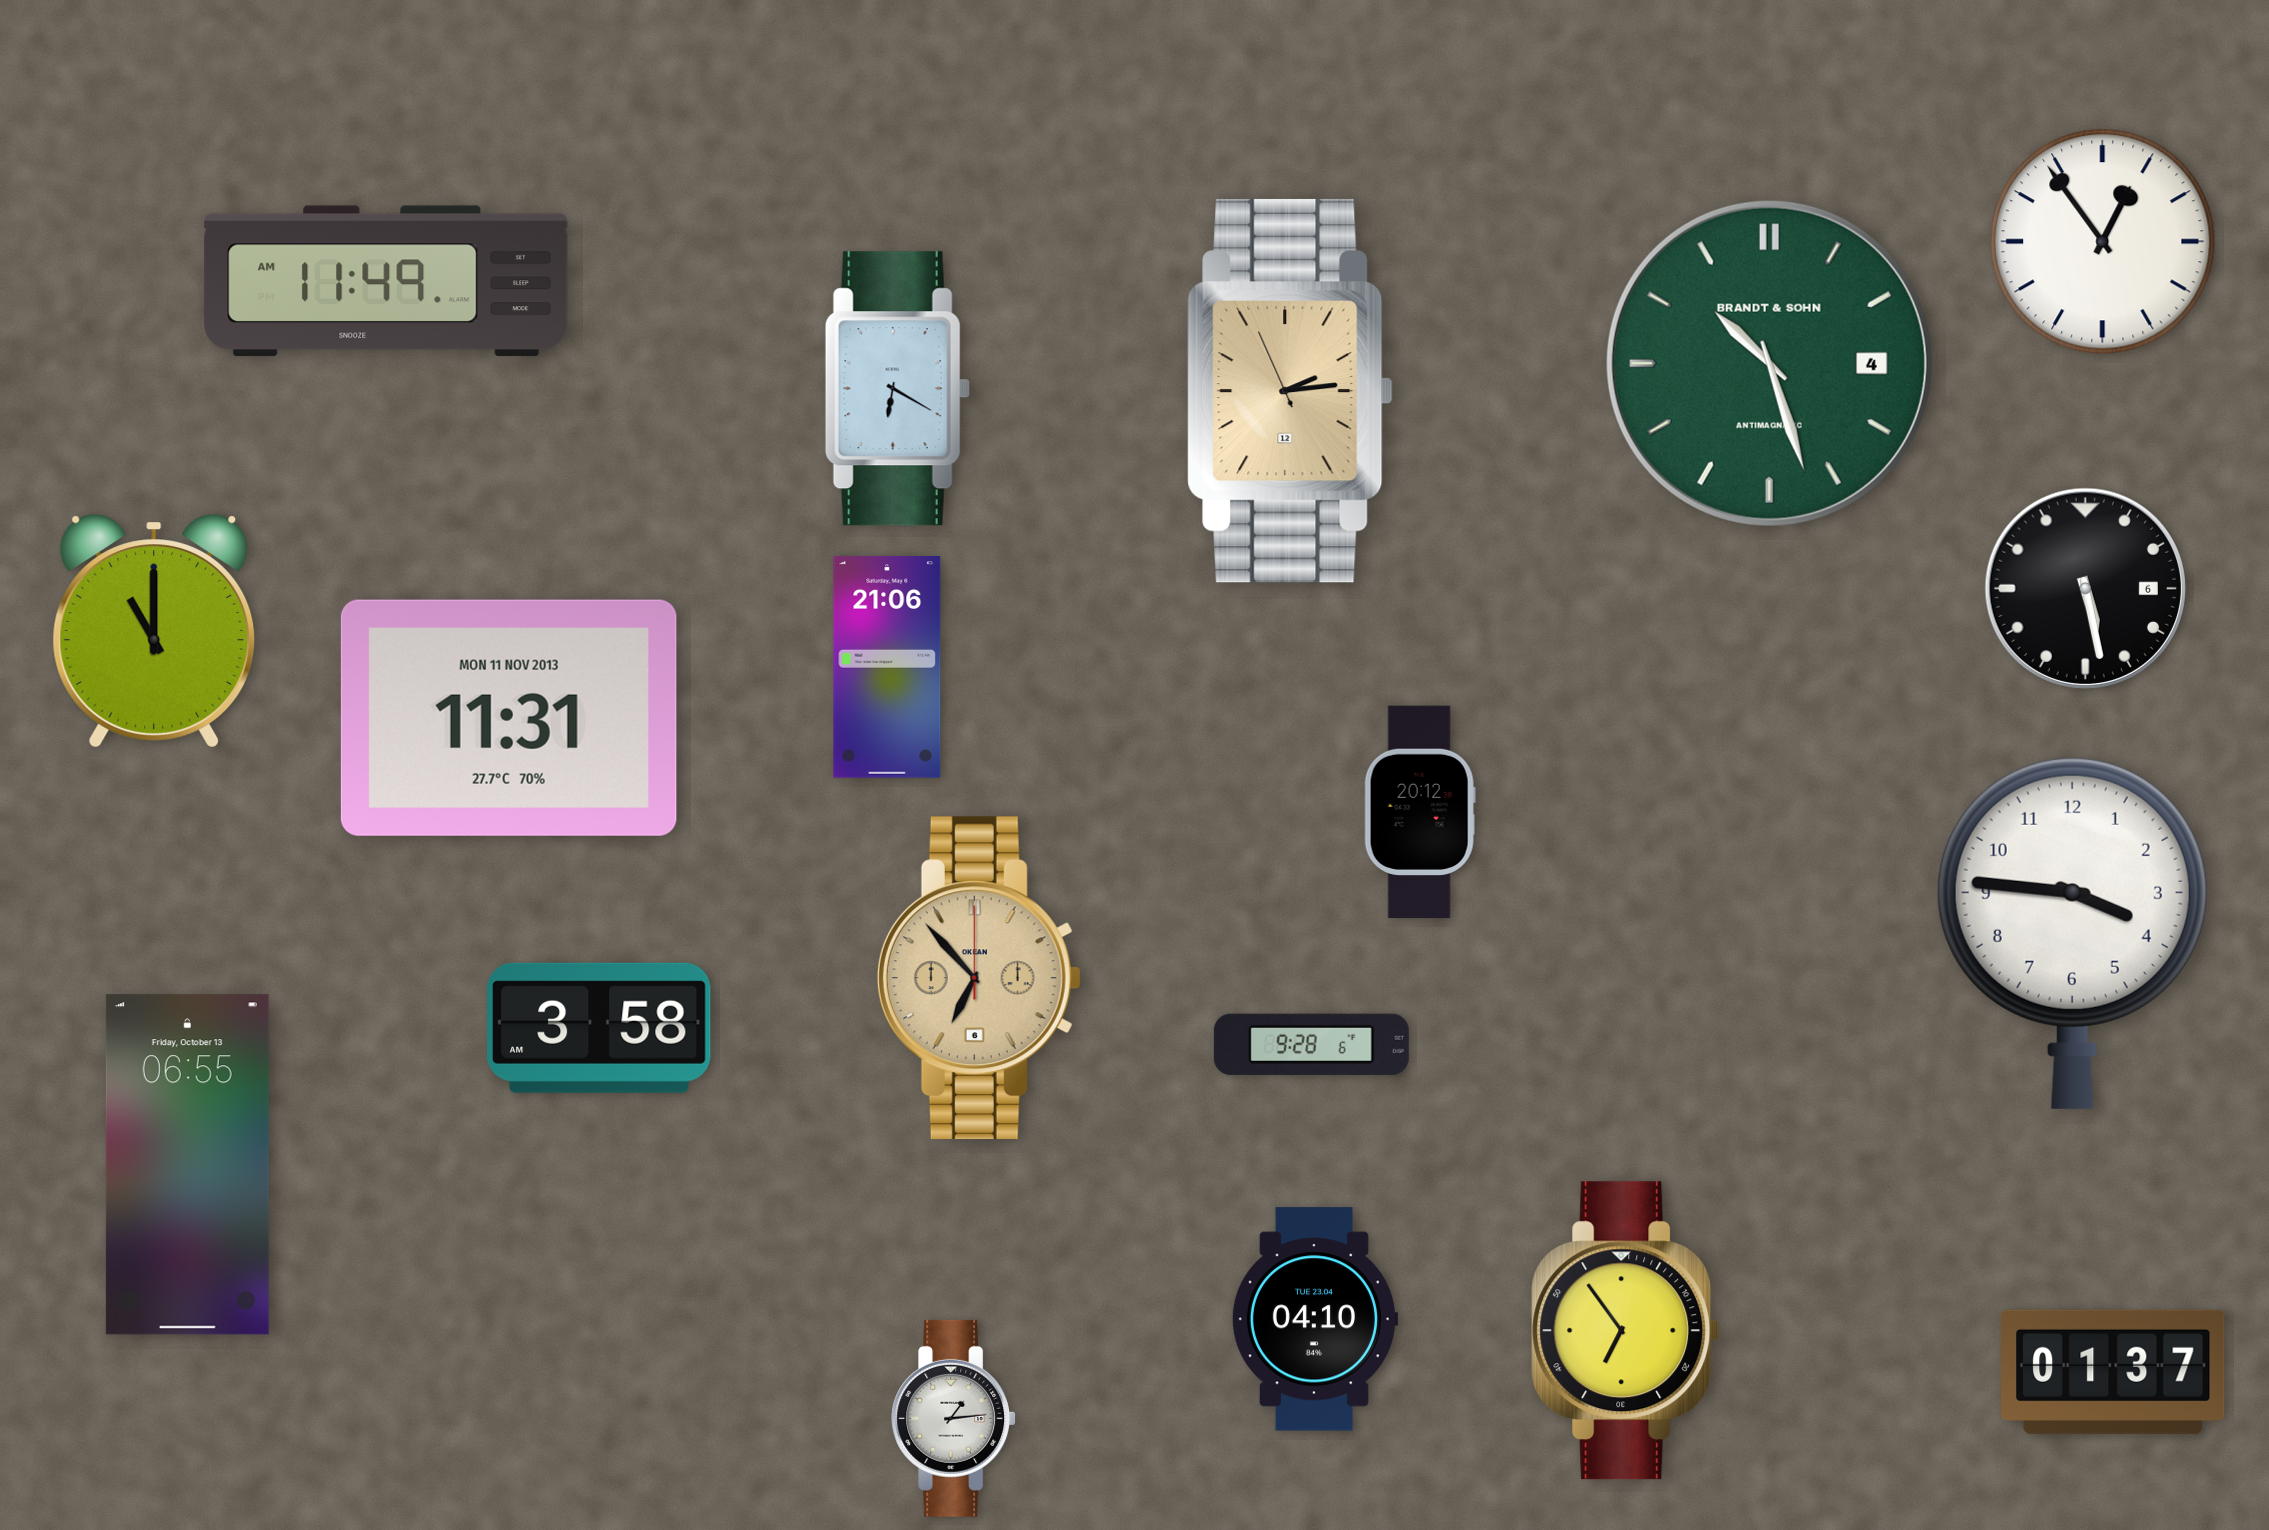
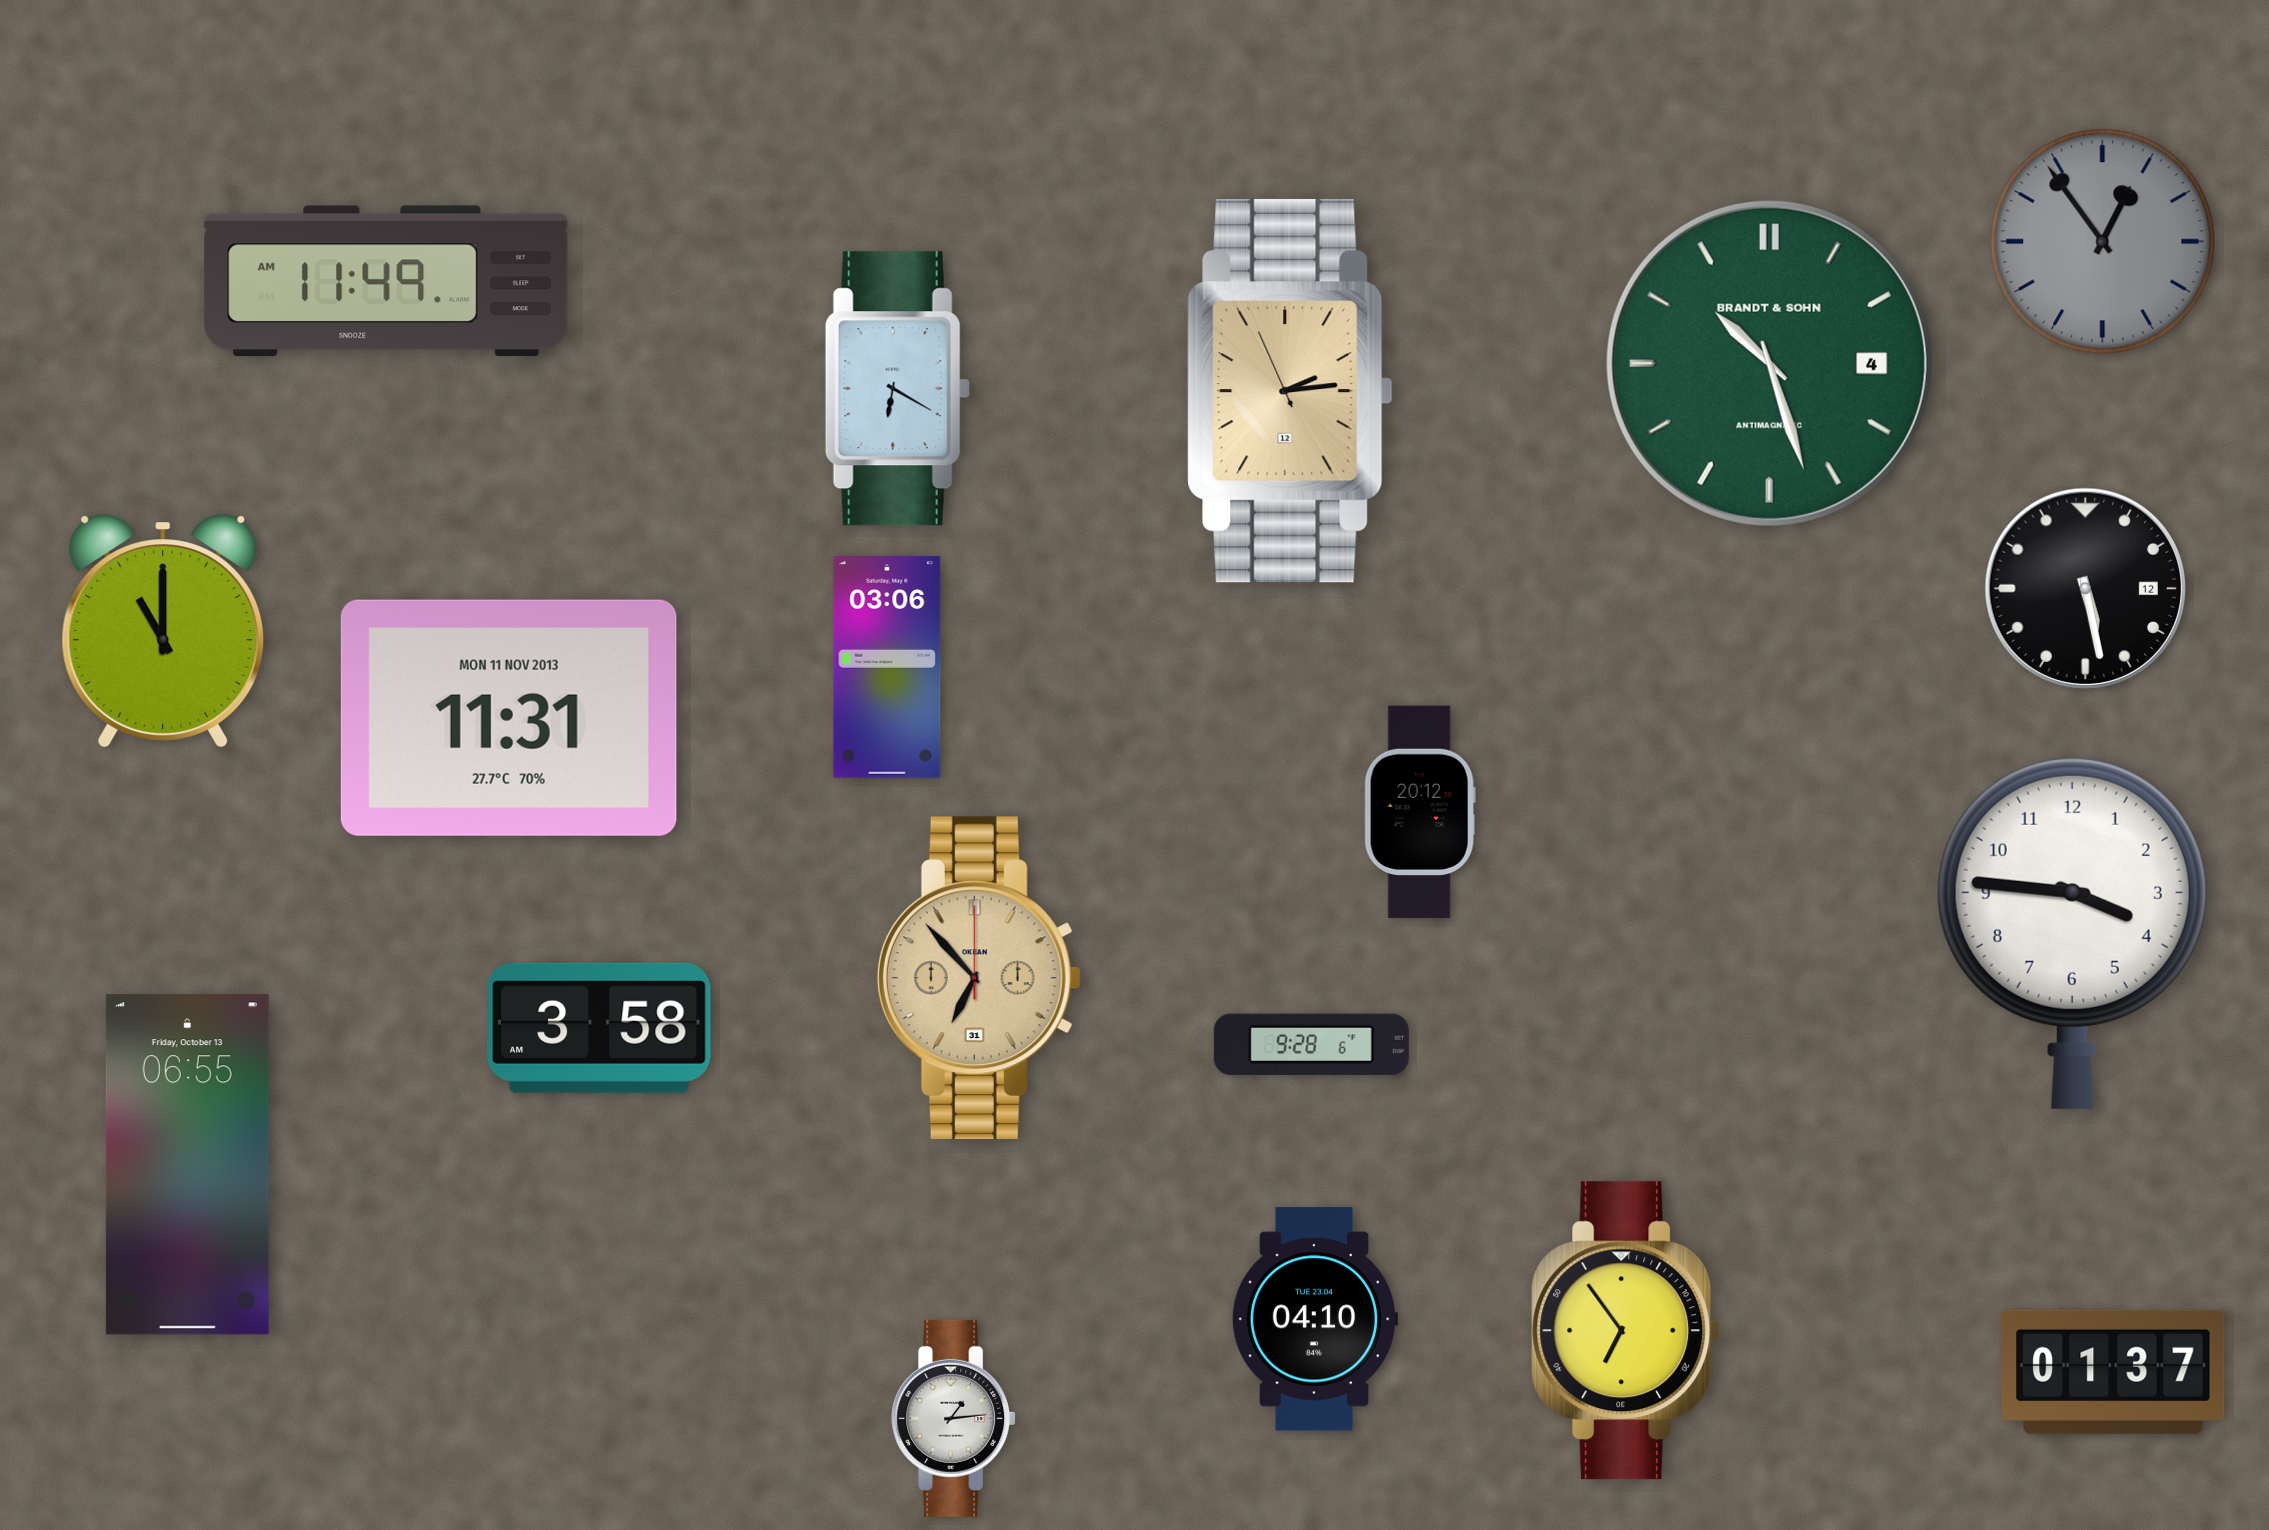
clock at (2103, 242) dial: white -> grey
clock at (2085, 588) date: 6 -> 12
clock at (154, 631) position: (154, 631) -> (163, 631)
clock at (887, 667): 21:06 -> 03:06
clock at (979, 978) date: 6 -> 31
